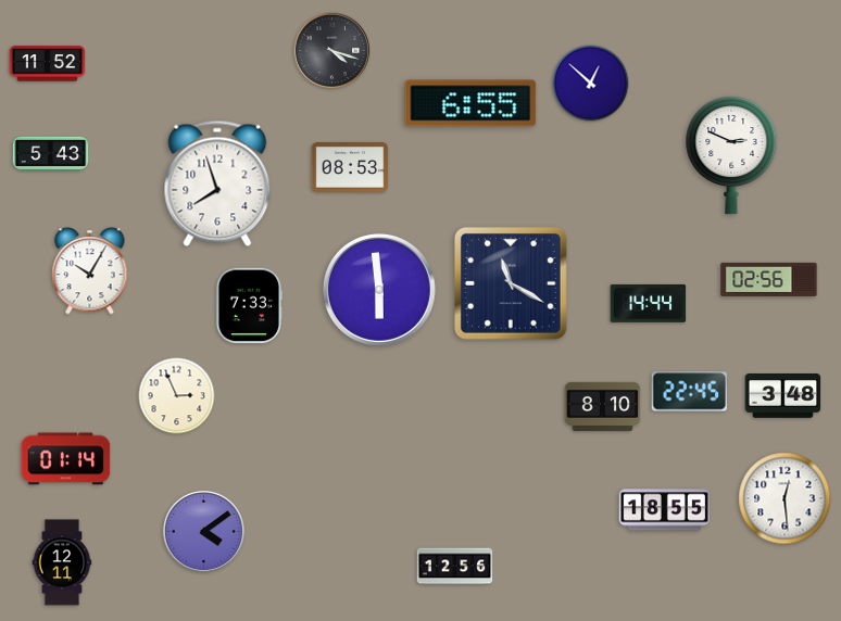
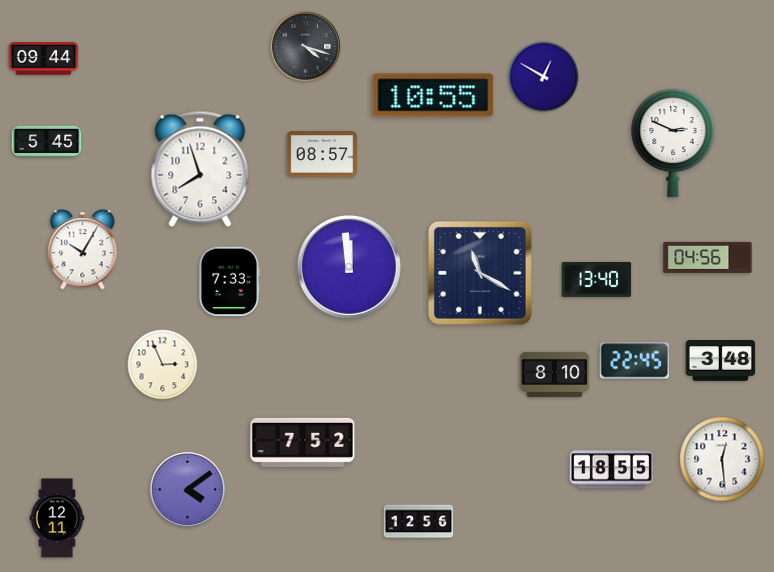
clock at (48, 64): 11:52 -> 09:44
clock at (591, 84): 12:52 -> 12:50
clock at (470, 103): 6:55 -> 10:55
clock at (51, 154): 5:43 -> 5:45
clock at (350, 168): 08:53 -> 08:57
clock at (769, 279): 02:56 -> 04:56
clock at (511, 283) position: (511, 283) -> (480, 273)
clock at (379, 290): 5:59 -> 11:59
clock at (649, 303): 14:44 -> 13:40
clock at (783, 396) position: (783, 396) -> (721, 361)
clock at (66, 459): 01:14 -> none
clock at (303, 442): none -> 7:52
